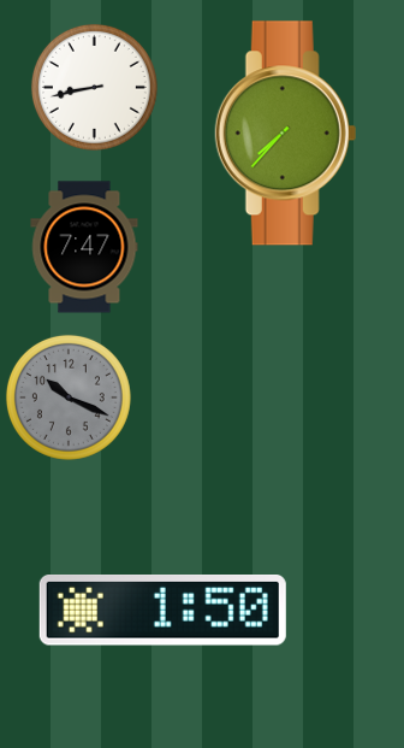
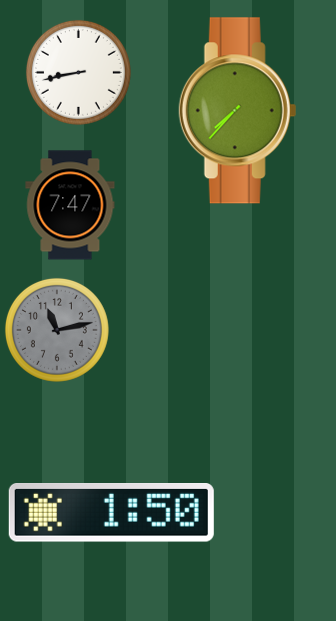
clock at (69, 397): 10:19 -> 11:13
clock at (162, 611) position: (162, 611) -> (111, 513)
